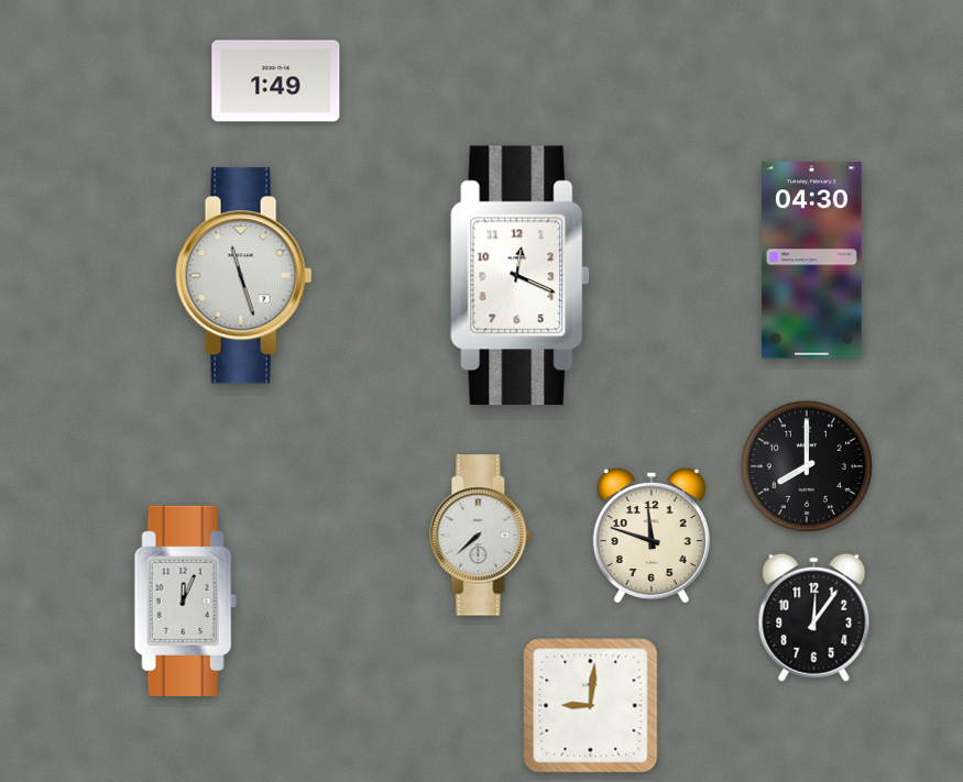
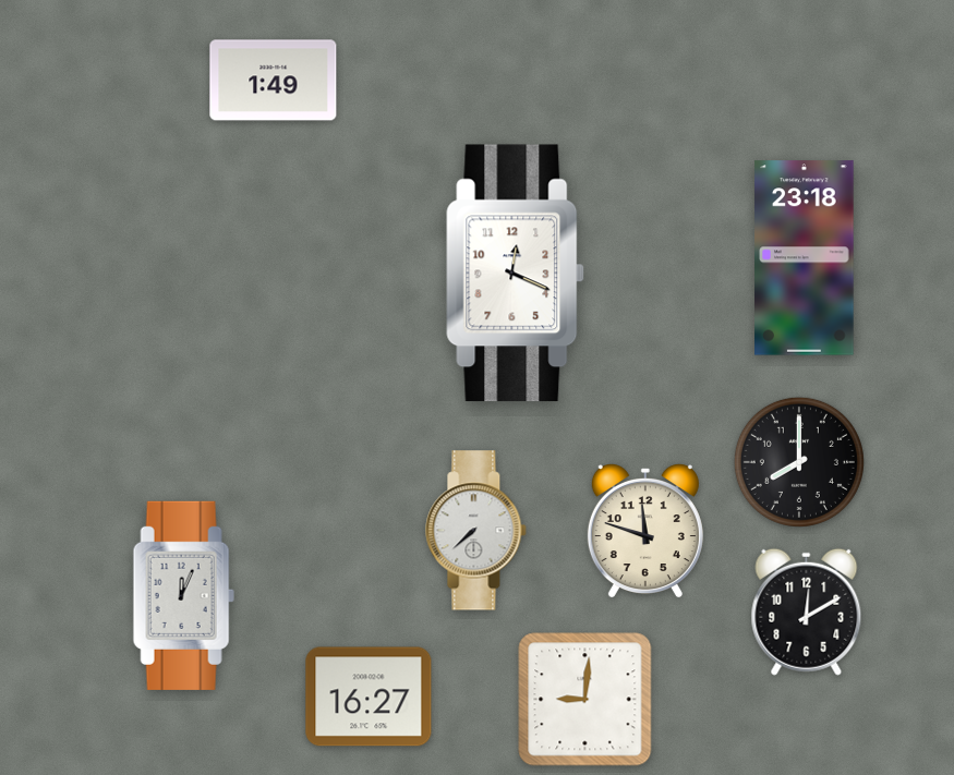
clock at (812, 261): 04:30 -> 23:18
clock at (244, 276): 11:27 -> none
clock at (814, 617): 12:06 -> 12:10
clock at (369, 697): none -> 16:27
